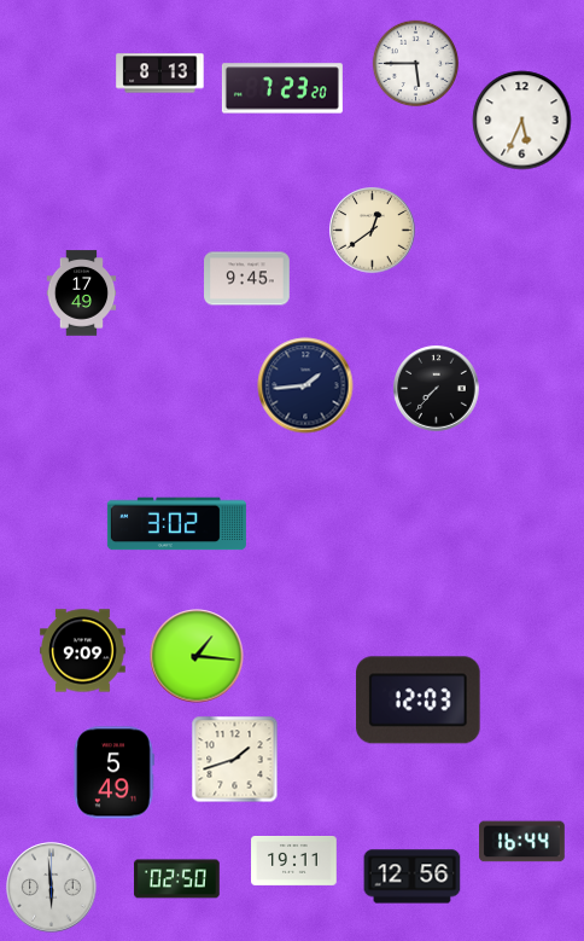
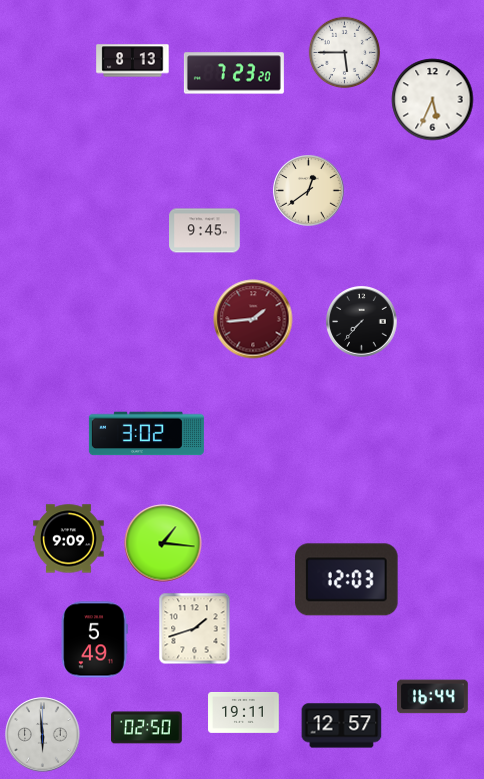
clock at (82, 294): 17:49 -> none
clock at (305, 385) dial: navy -> burgundy
clock at (413, 877): 12:56 -> 12:57
